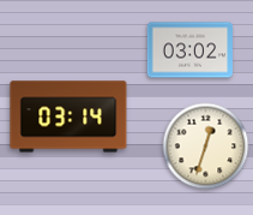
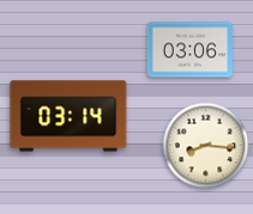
clock at (189, 50): 03:02 -> 03:06
clock at (206, 147): 12:33 -> 8:16
